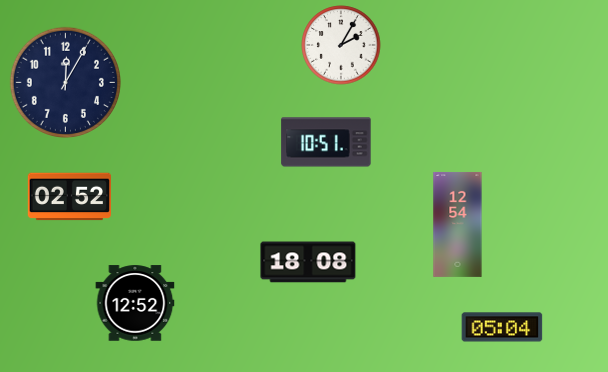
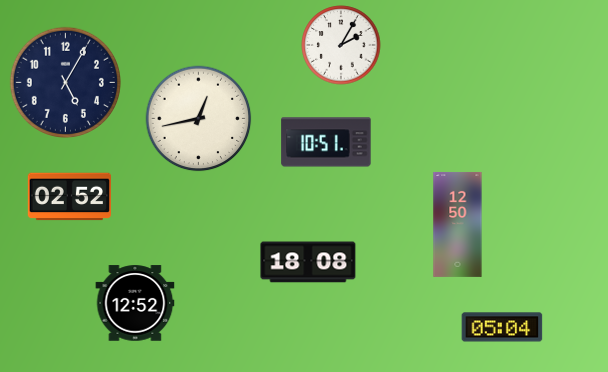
clock at (65, 82): 12:05 -> 5:05
clock at (199, 119): none -> 12:43
clock at (458, 224): 12:54 -> 12:50
